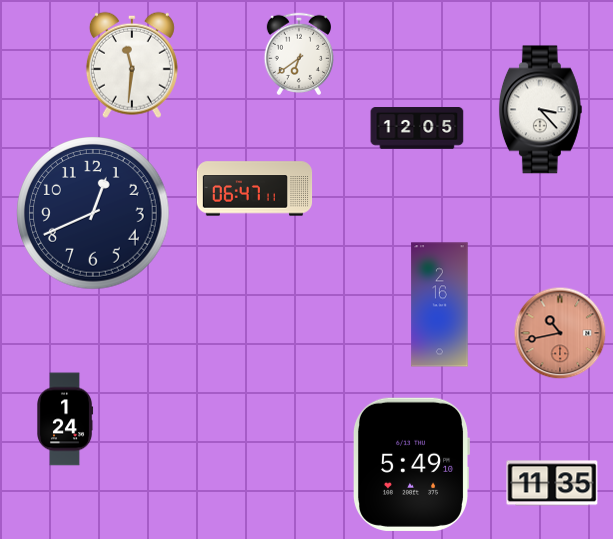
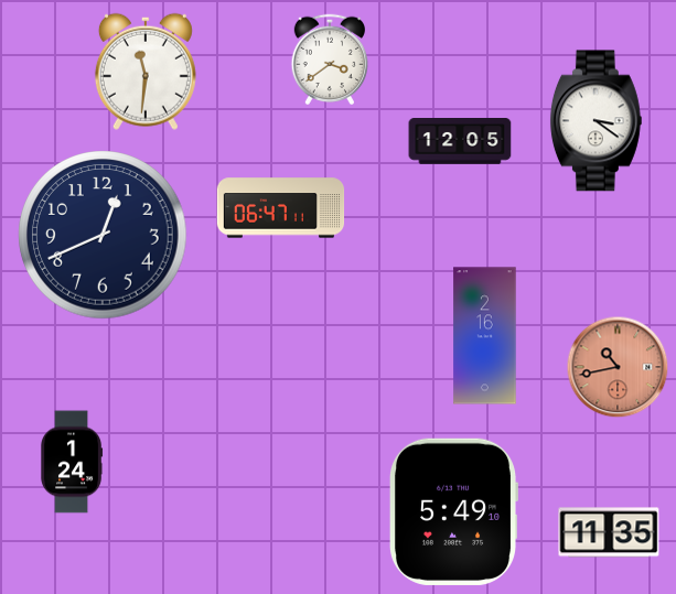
clock at (298, 53): 6:39 -> 3:39
clock at (540, 110): 3:23 -> 3:21
